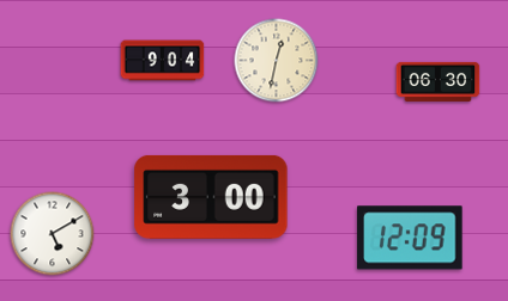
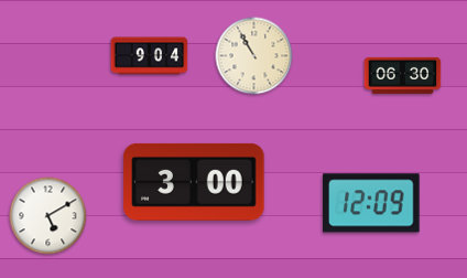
clock at (277, 61): 12:32 -> 10:55
clock at (410, 238) position: (410, 238) -> (371, 203)
